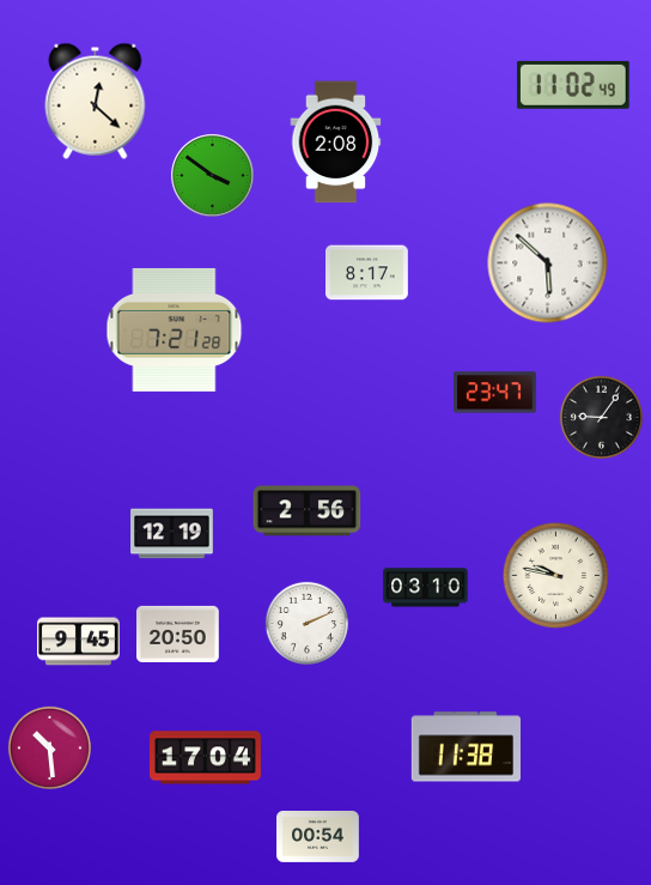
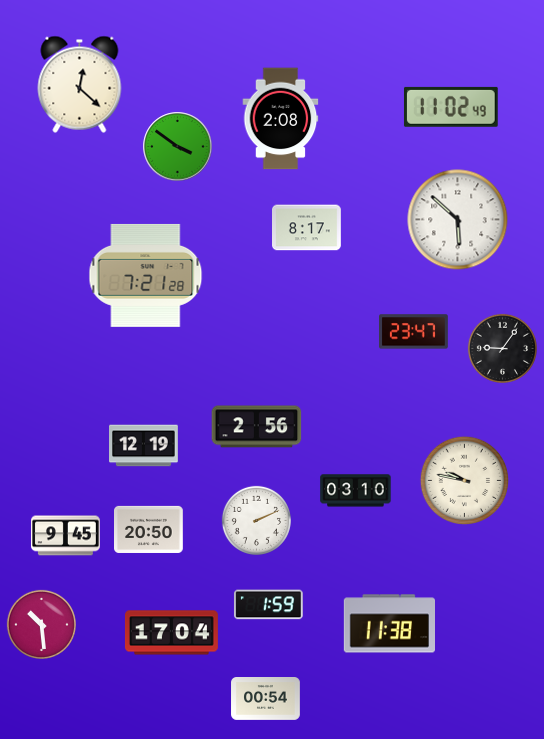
clock at (573, 85) position: (573, 85) -> (451, 107)
clock at (495, 393) position: (495, 393) -> (414, 332)
clock at (268, 605): none -> 1:59
